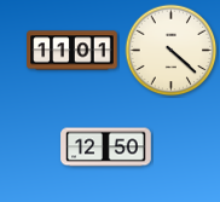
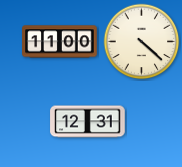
clock at (73, 51): 11:01 -> 11:00
clock at (106, 148): 12:50 -> 12:31
